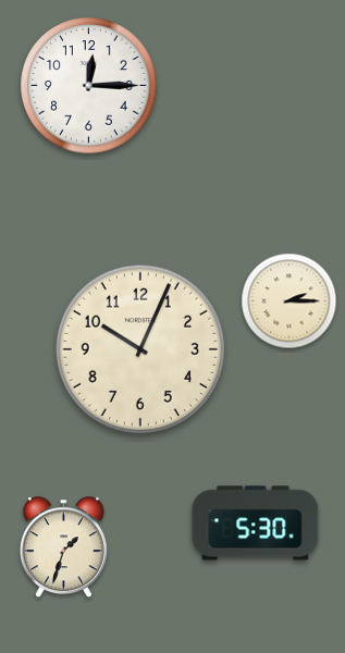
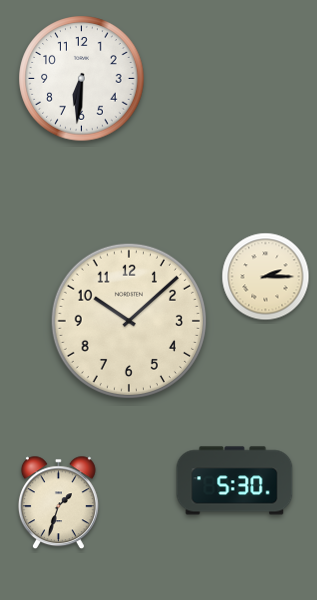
clock at (89, 86): 12:15 -> 6:31
clock at (140, 349): 10:04 -> 10:08
